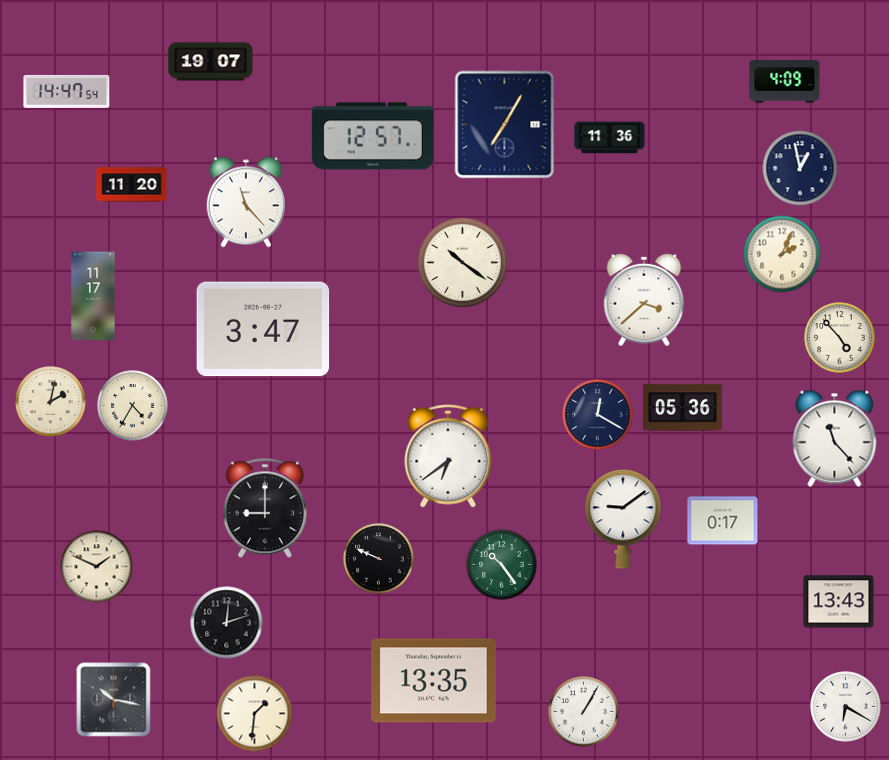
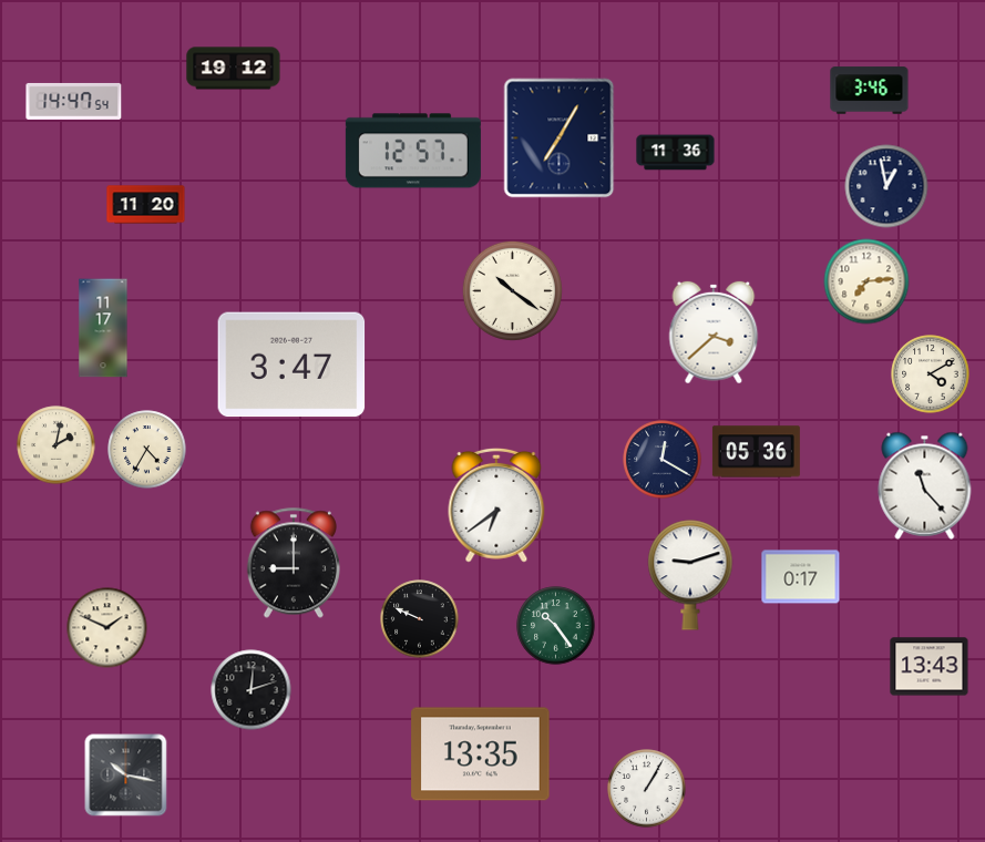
clock at (211, 62): 19:07 -> 19:12
clock at (785, 82): 4:09 -> 3:46
clock at (245, 202): 11:23 -> none
clock at (782, 254): 2:04 -> 7:14
clock at (840, 338): 4:53 -> 4:10
clock at (623, 519): 9:09 -> 9:12
clock at (846, 707): 6:20 -> none
clock at (255, 714): 1:31 -> none
